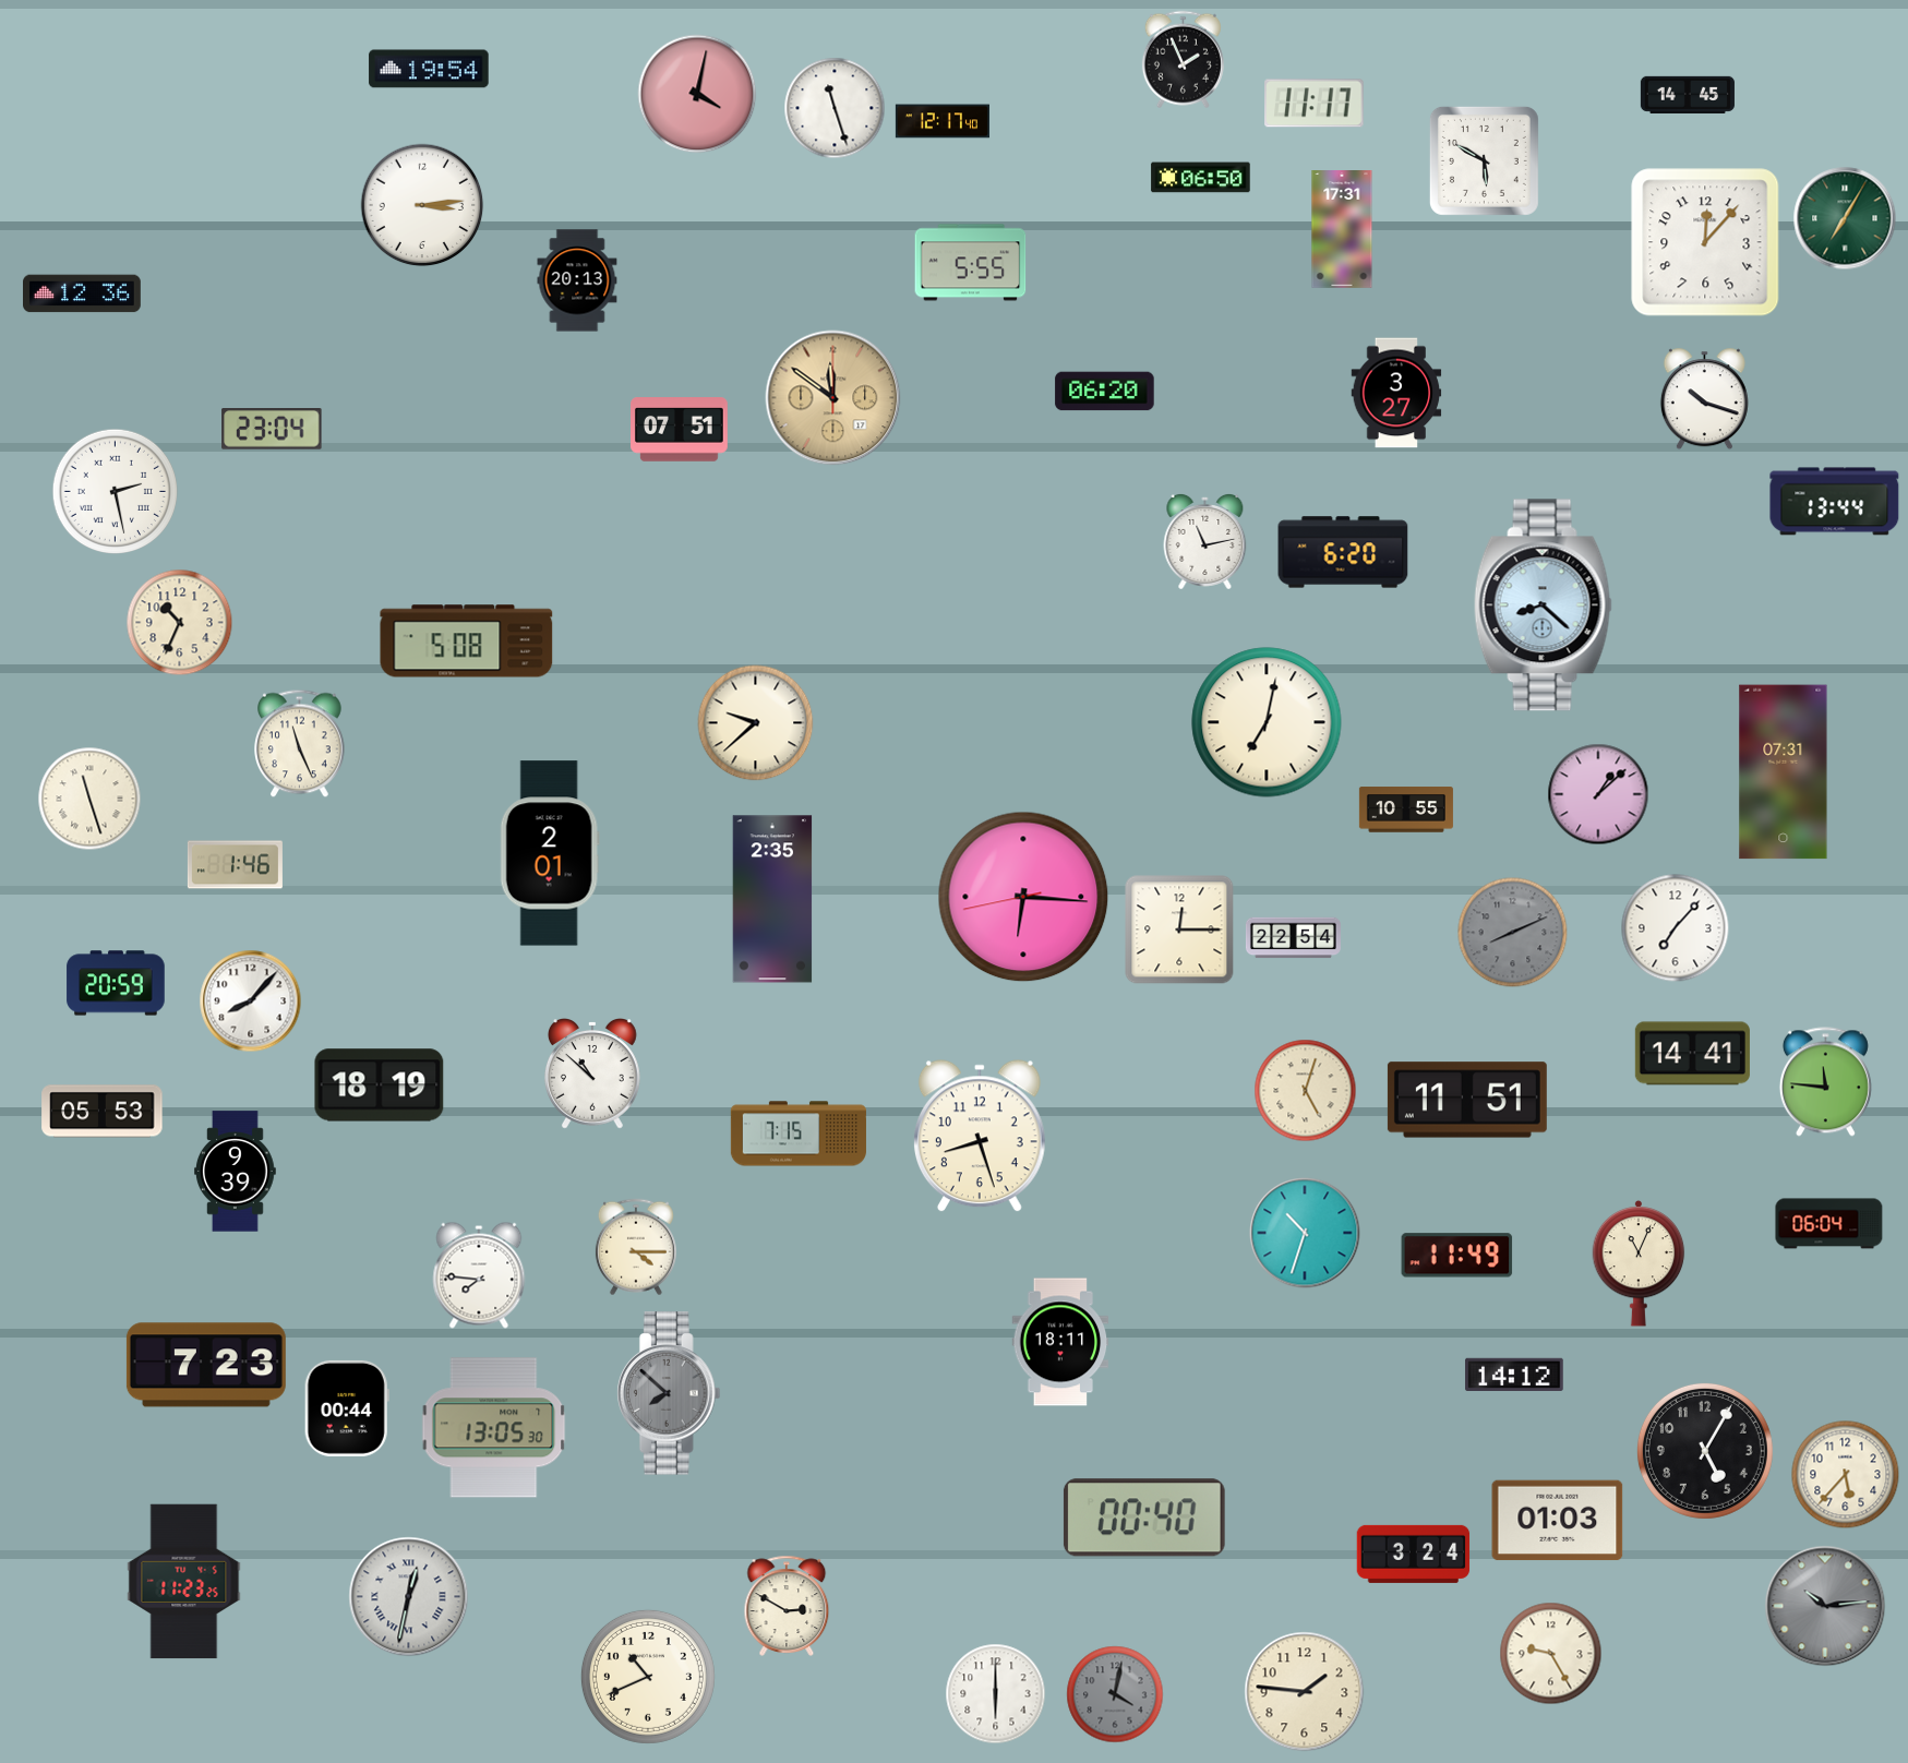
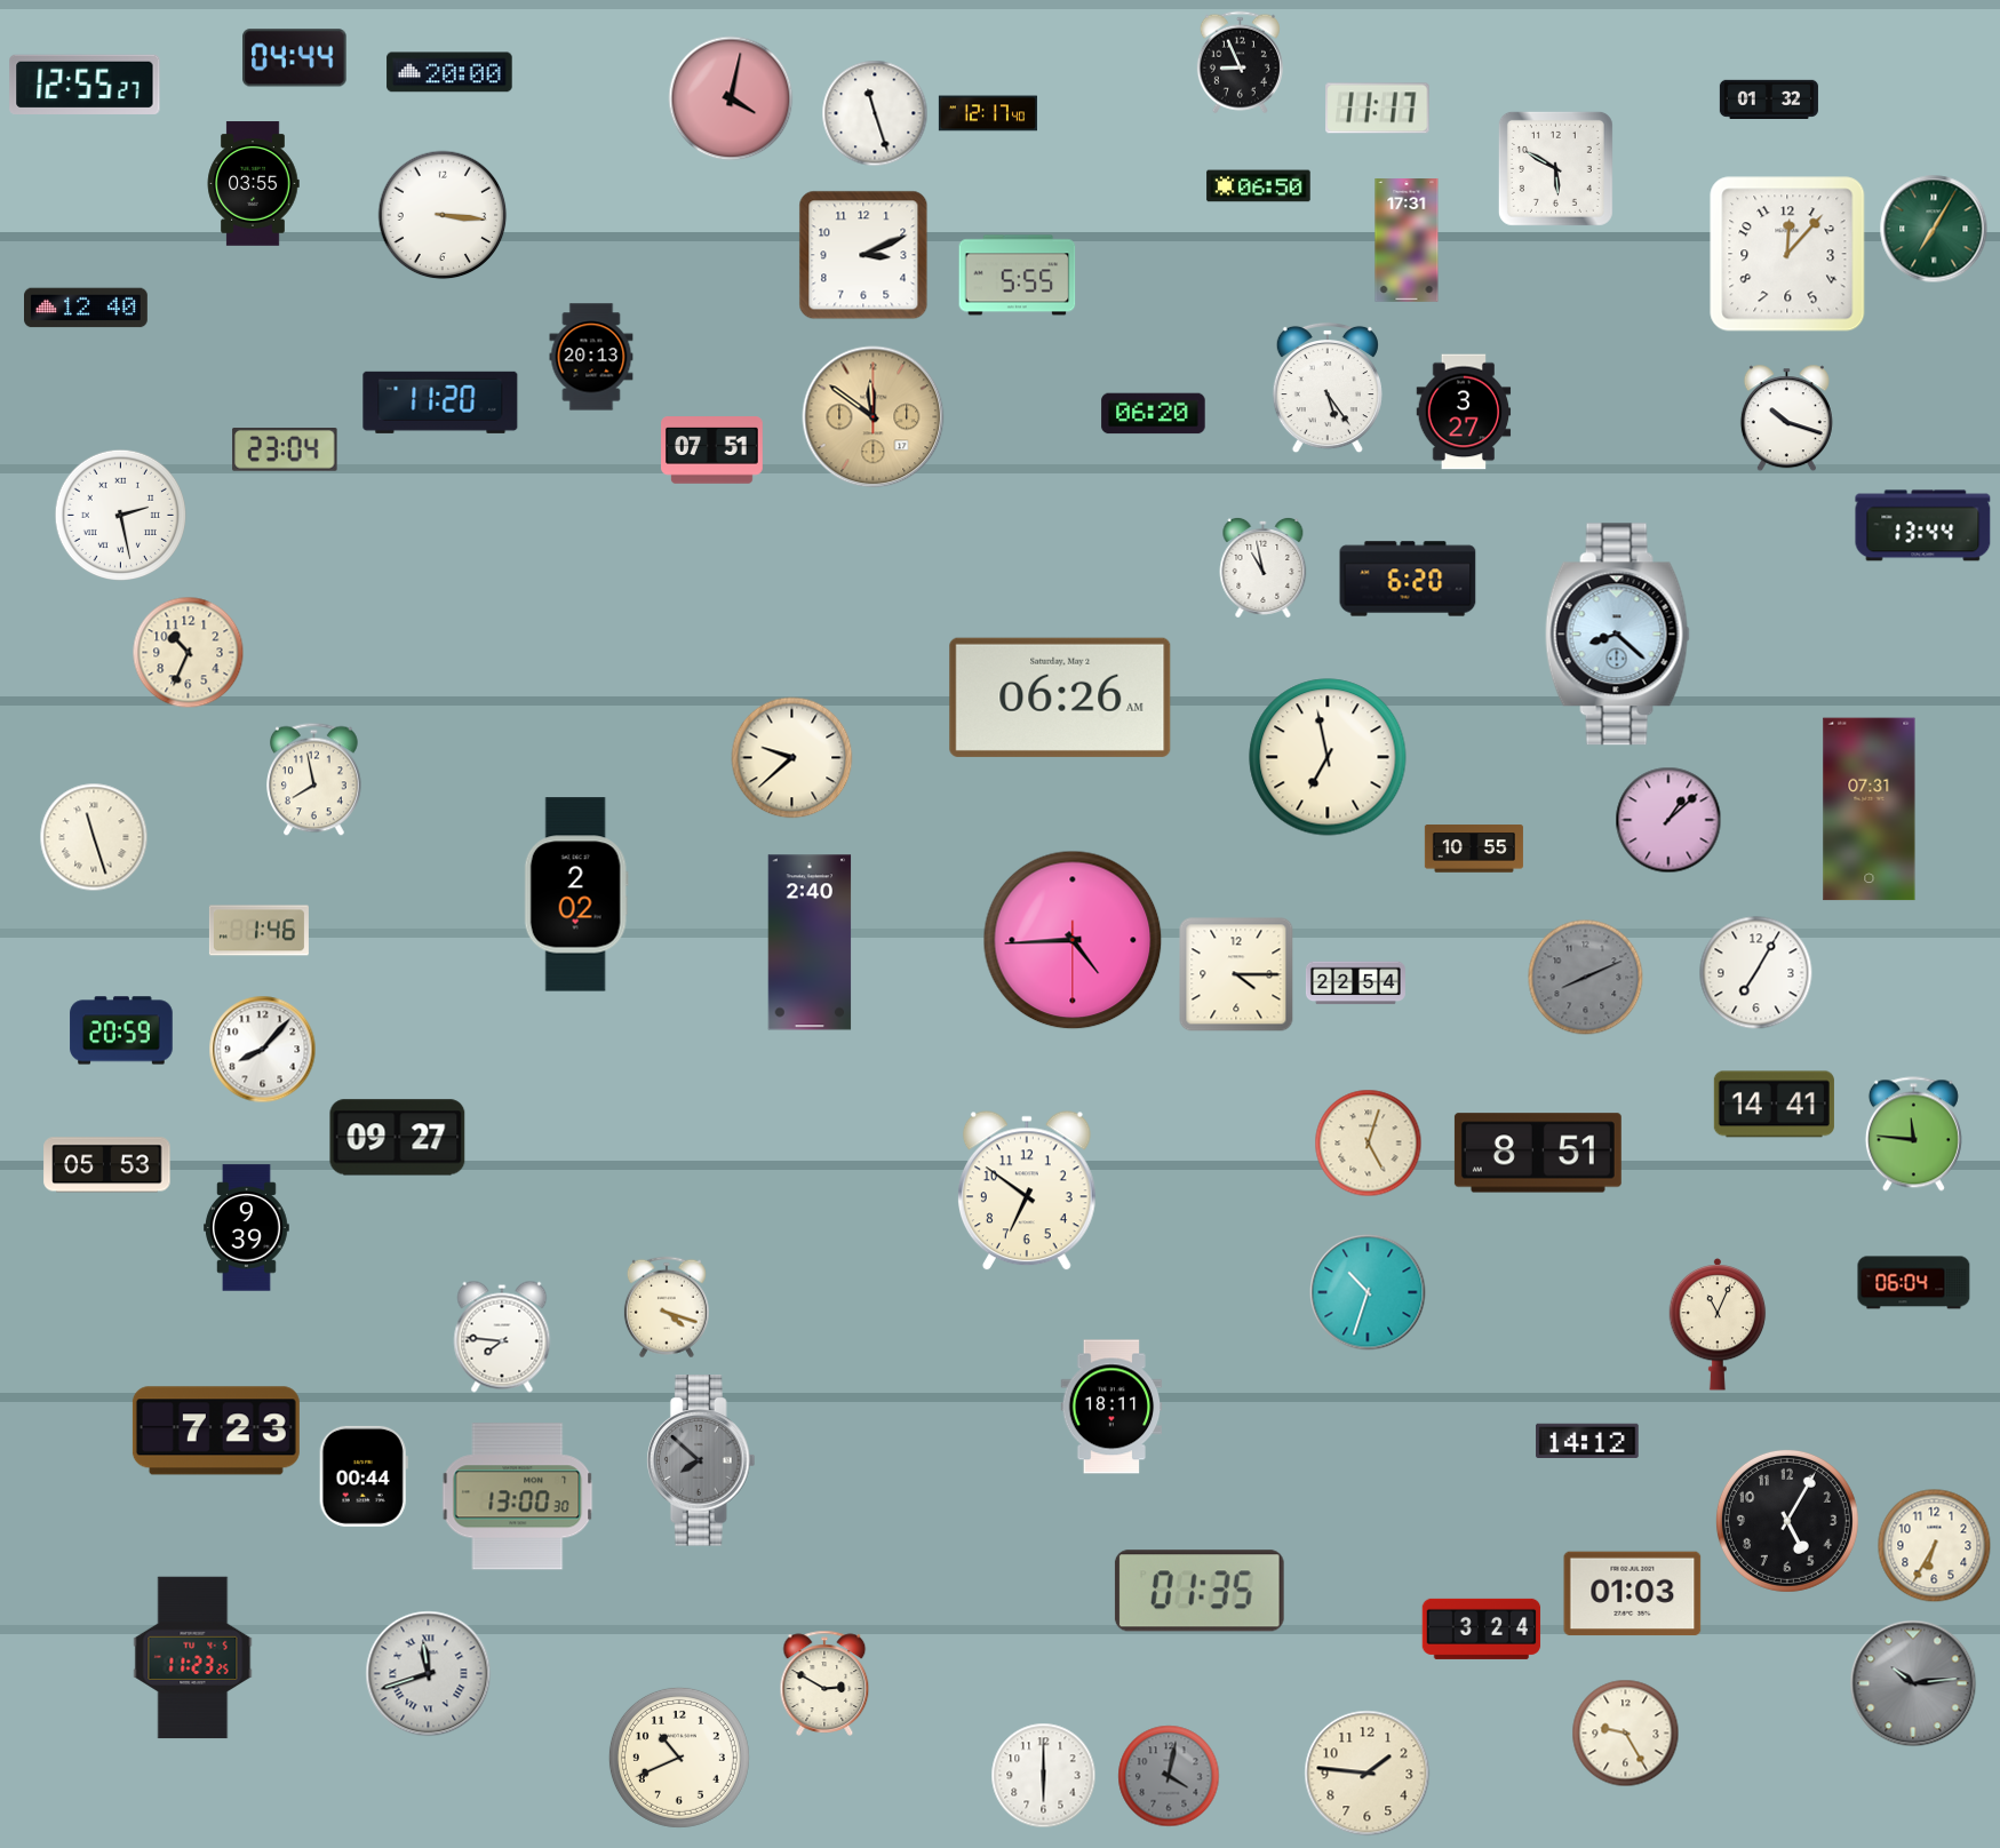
clock at (295, 58): none -> 04:44
clock at (1183, 60): 1:56 -> 8:56
clock at (429, 69): 19:54 -> 20:00
clock at (85, 85): none -> 12:55
clock at (1688, 95): 14:45 -> 01:32
clock at (943, 121) position: (943, 121) -> (988, 113)
clock at (253, 184): none -> 03:55
clock at (422, 205): 3:14 -> 3:16
clock at (863, 255): none -> 3:11
clock at (577, 280) position: (577, 280) -> (591, 357)
clock at (83, 293): 12:36 -> 12:40
clock at (1328, 388): none -> 5:24
clock at (440, 403): none -> 11:20
clock at (1105, 392) position: (1105, 392) -> (1154, 414)
clock at (1205, 541): 11:13 -> 10:58
clock at (467, 641): 5:08 -> none
clock at (1060, 698): none -> 06:26
clock at (1267, 722): 7:02 -> 6:58
clock at (300, 744): 11:26 -> 7:58
clock at (1598, 794) position: (1598, 794) -> (1668, 820)
clock at (550, 853): 2:01 -> 2:02
clock at (235, 865) position: (235, 865) -> (258, 931)
clock at (1023, 897): 6:15 -> 4:44
clock at (772, 899): 2:35 -> 2:40
clock at (1676, 928): 7:07 -> 7:05
clock at (1179, 930): 12:15 -> 4:15
clock at (592, 1075): 10:52 -> none
clock at (380, 1086): 18:19 -> 09:27
clock at (1467, 1100): 11:51 -> 8:51
clock at (799, 1134): 7:15 -> none
clock at (980, 1137): 8:27 -> 6:51
clock at (1829, 1224) position: (1829, 1224) -> (1914, 1283)
clock at (636, 1247): 4:15 -> 4:18
clock at (1457, 1256): 11:49 -> none
clock at (494, 1428): 13:05 -> 13:00
clock at (1846, 1475): 5:37 -> 6:35
clock at (1144, 1518): 00:40 -> 01:35
clock at (409, 1597): 12:32 -> 11:42
